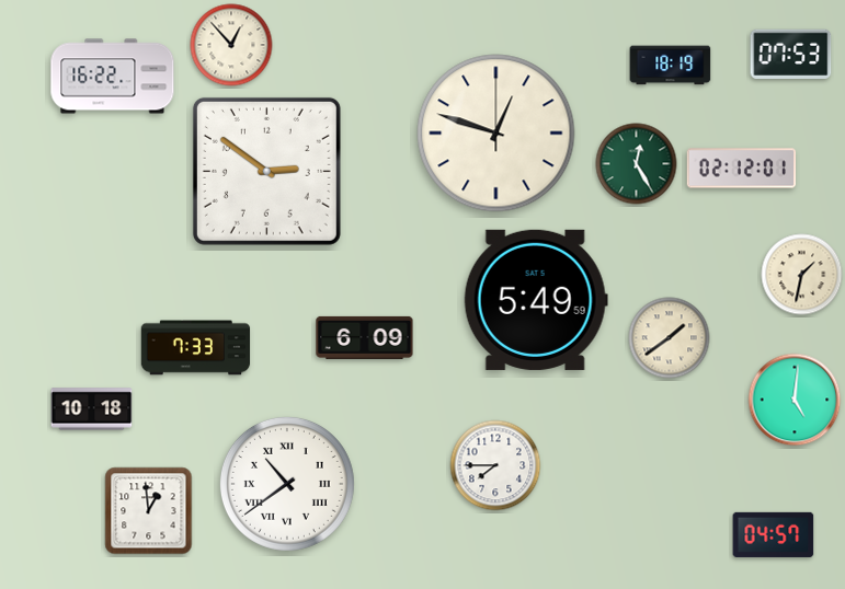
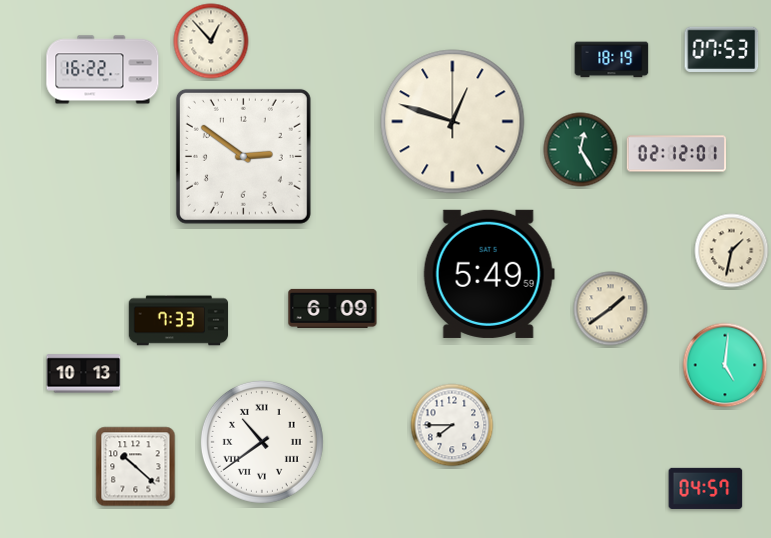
clock at (196, 348) position: (196, 348) -> (179, 321)
clock at (92, 409): 10:18 -> 10:13
clock at (149, 511): 12:59 -> 10:22
